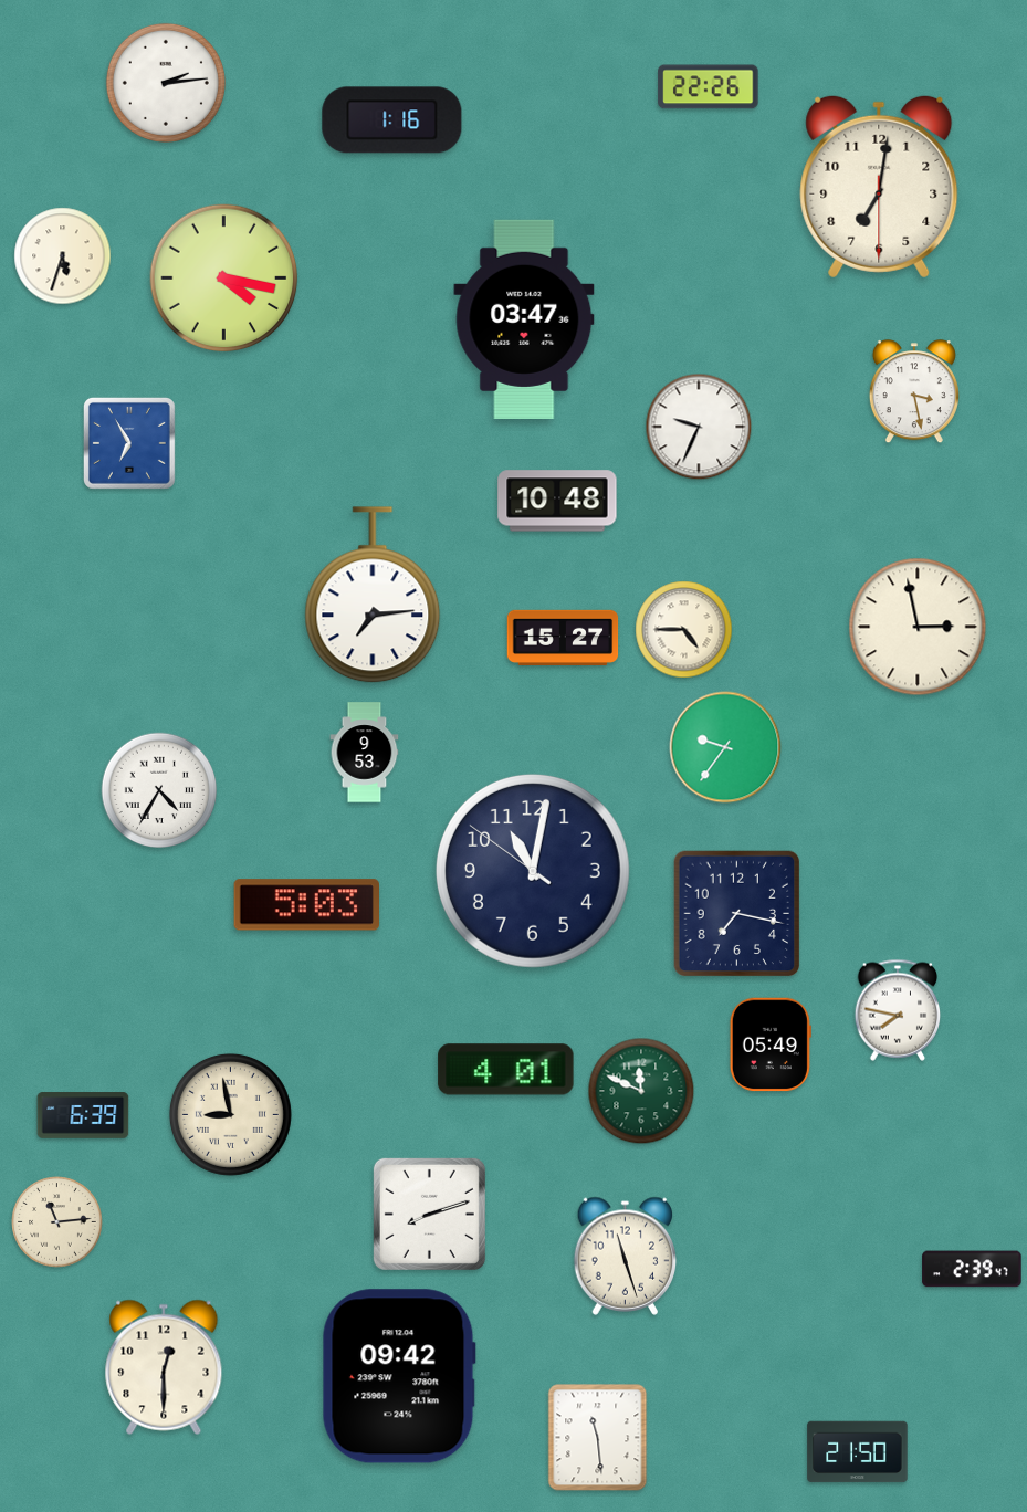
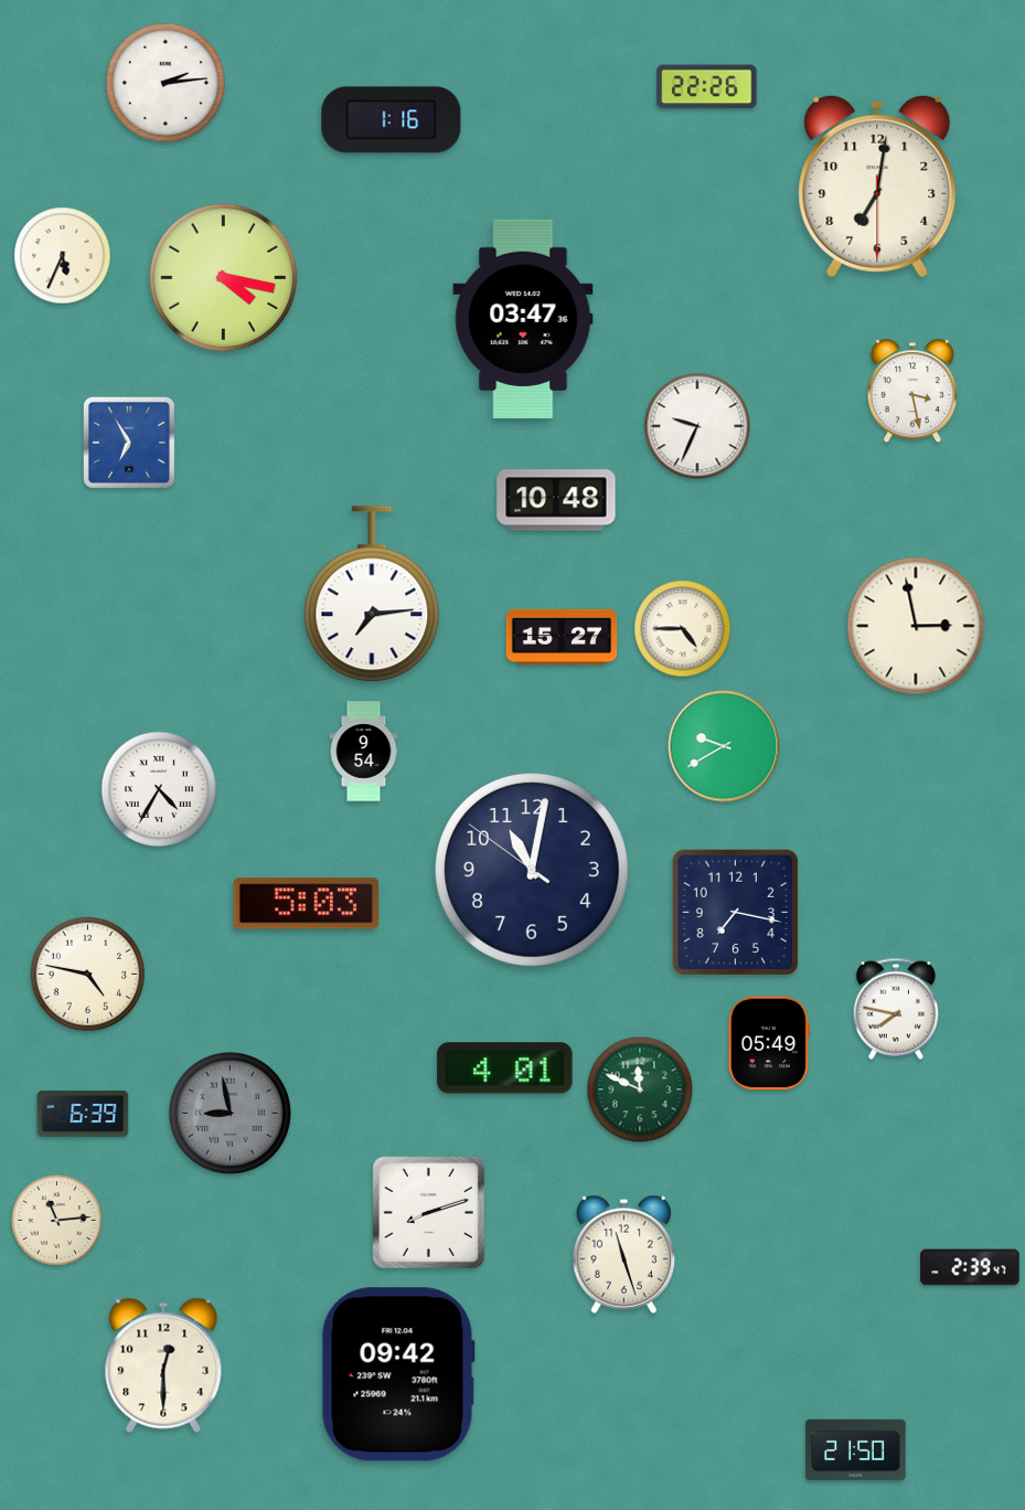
clock at (63, 256): 5:33 -> 5:34
clock at (725, 747): 9:36 -> 9:40
clock at (365, 753): 9:53 -> 9:54
clock at (88, 975): none -> 4:47
clock at (230, 1114) dial: cream -> grey
clock at (598, 1438): 11:29 -> none
